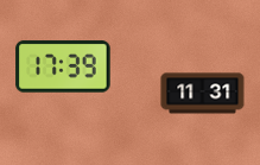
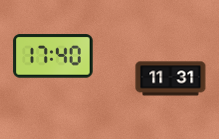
clock at (63, 66): 17:39 -> 17:40
